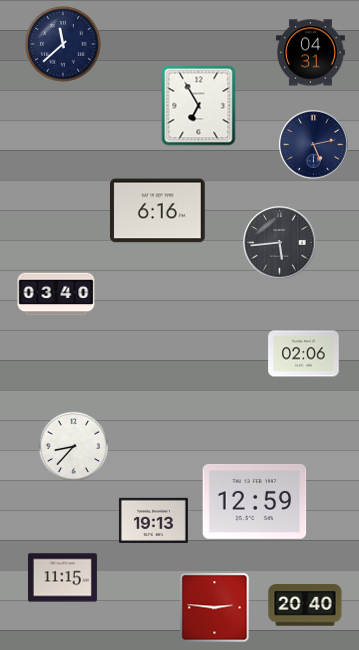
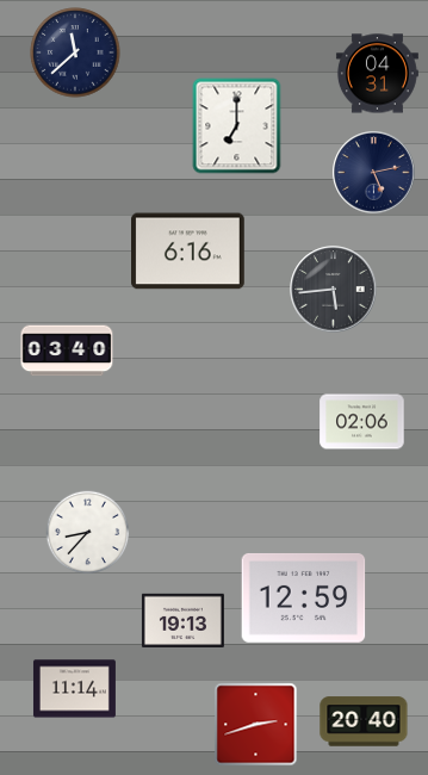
clock at (310, 53) position: (310, 53) -> (377, 74)
clock at (199, 106): 6:55 -> 7:00
clock at (62, 578): 11:15 -> 11:14
clock at (215, 608): 2:46 -> 2:42
